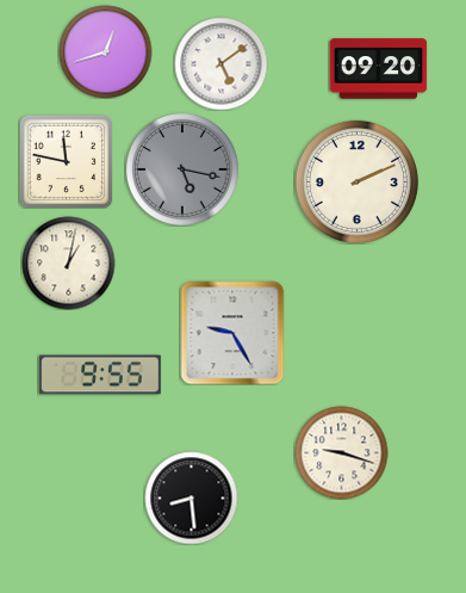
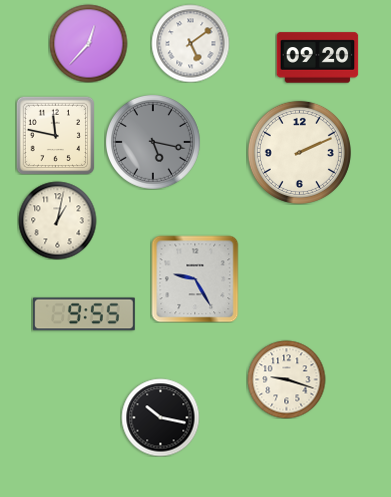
clock at (105, 51): 12:42 -> 12:37
clock at (220, 63) position: (220, 63) -> (190, 43)
clock at (191, 498): 8:29 -> 10:17
